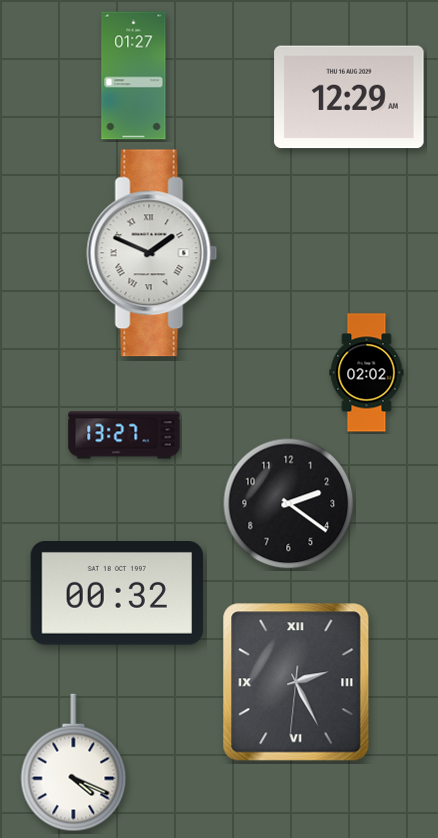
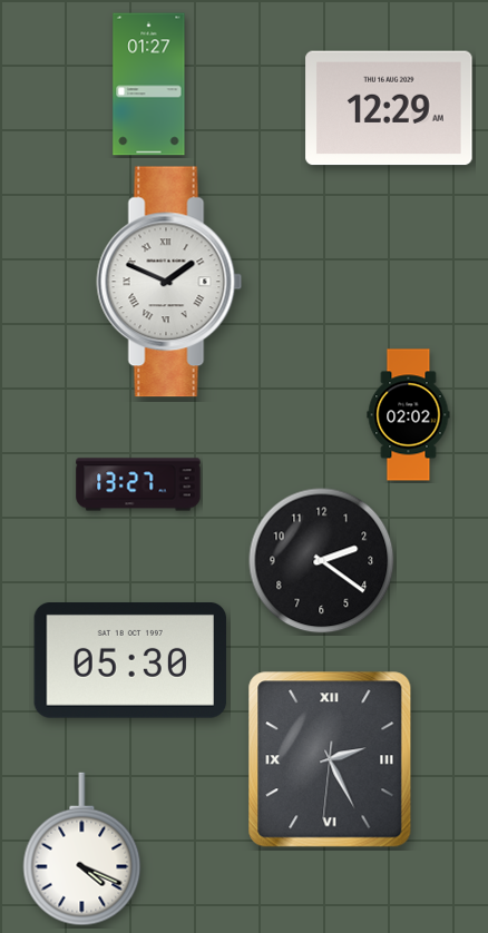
clock at (117, 594): 00:32 -> 05:30
